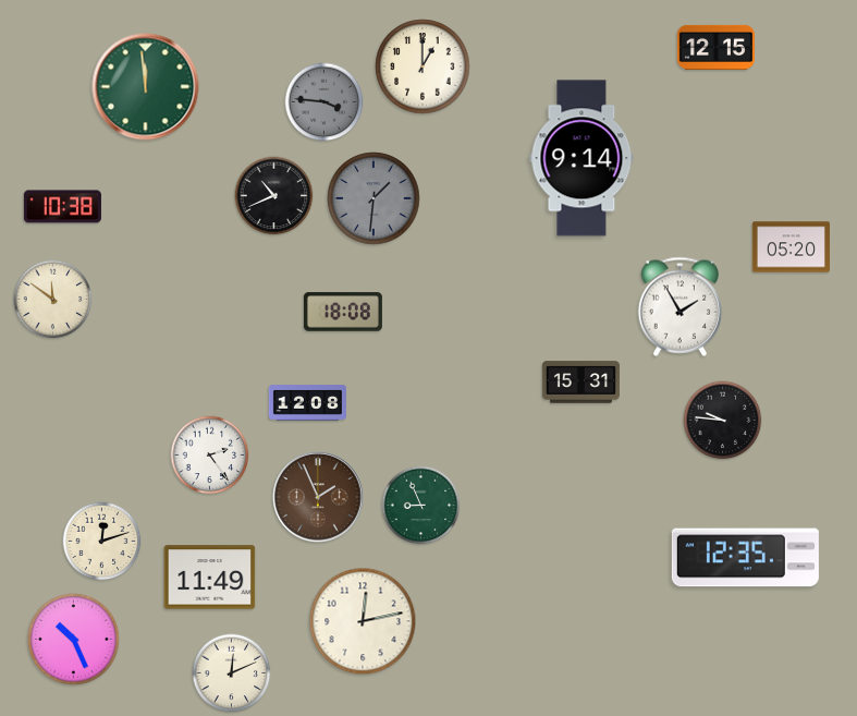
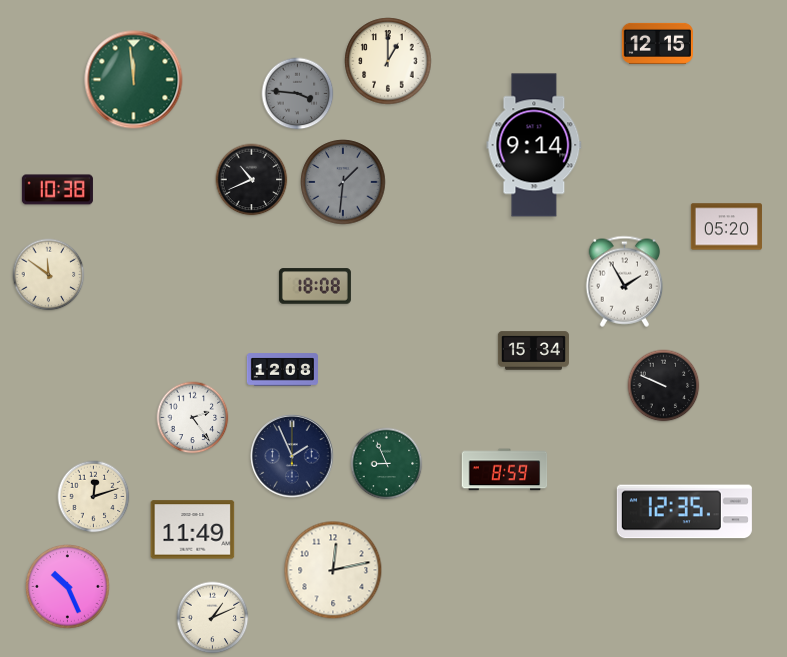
clock at (580, 383): 15:31 -> 15:34
clock at (723, 421): 9:46 -> 9:49
clock at (318, 497) dial: brown -> navy
clock at (505, 470): none -> 8:59
clock at (232, 673): 12:11 -> 1:11
